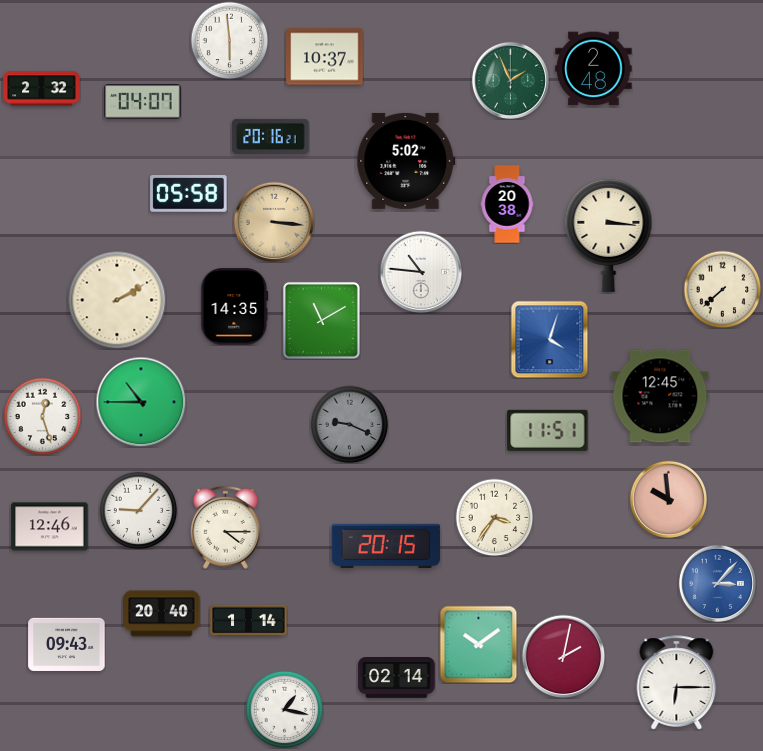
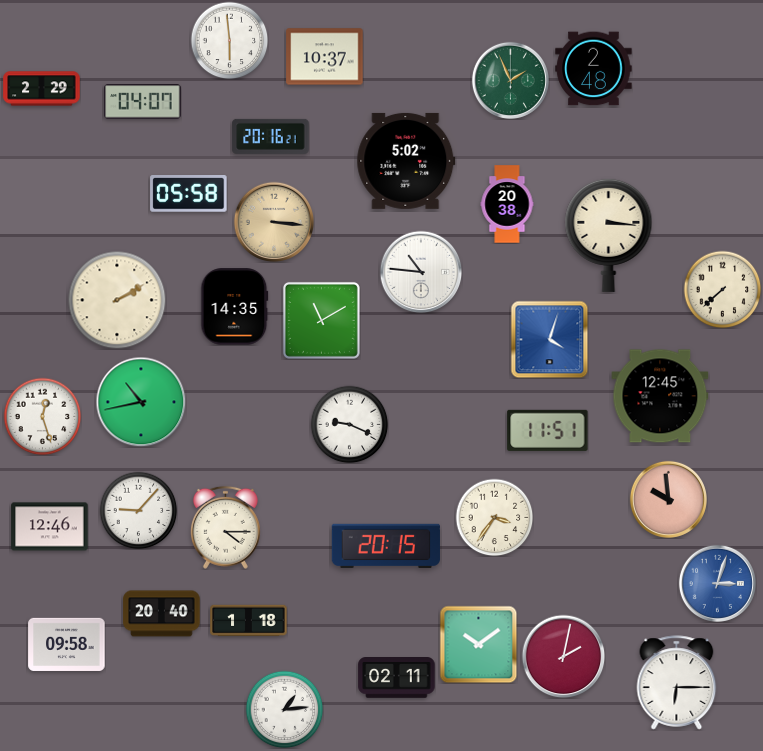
clock at (42, 89): 2:32 -> 2:29
clock at (141, 402): 10:45 -> 10:43
clock at (349, 424) dial: grey -> white
clock at (717, 583): 3:07 -> 3:03
clock at (249, 621): 1:14 -> 1:18
clock at (67, 644): 09:43 -> 09:58
clock at (397, 678): 02:14 -> 02:11
clock at (284, 709): 1:17 -> 1:14
